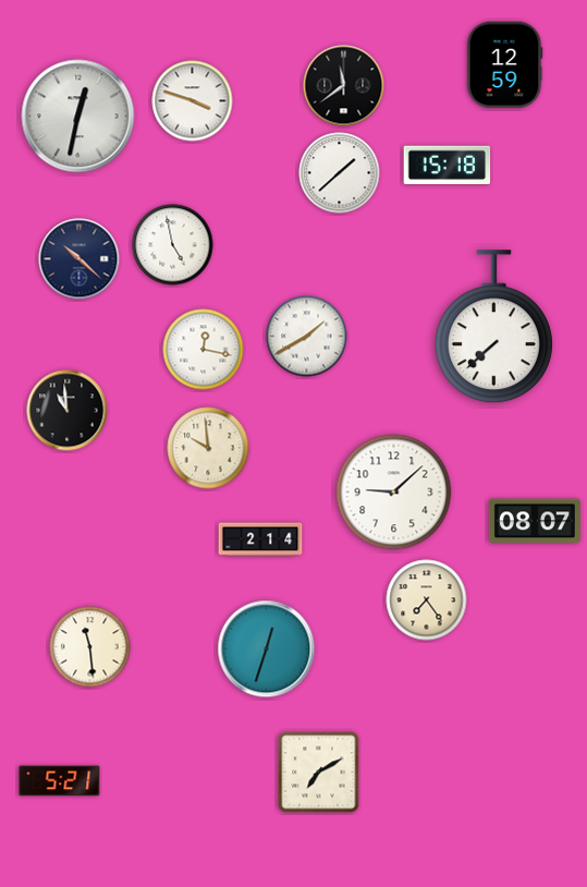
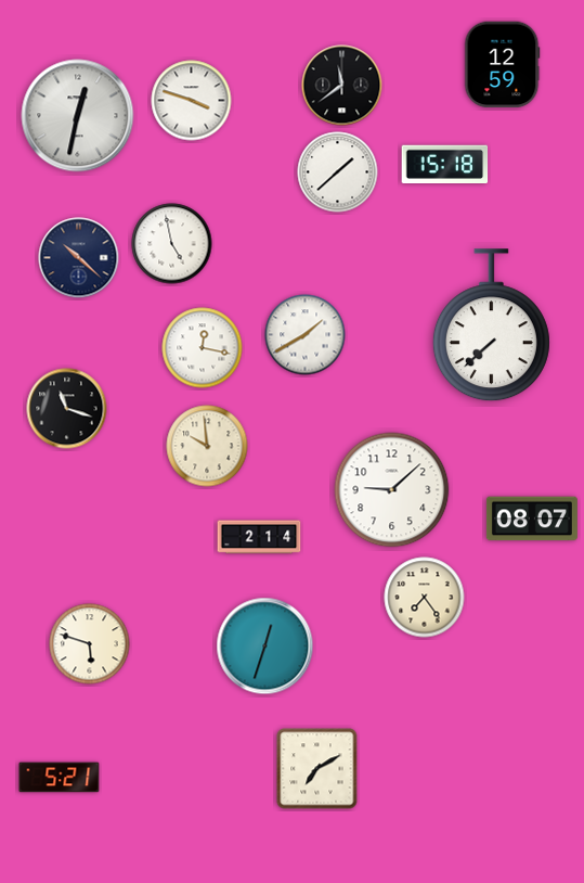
clock at (68, 411): 10:59 -> 11:18
clock at (90, 647): 11:29 -> 5:48
